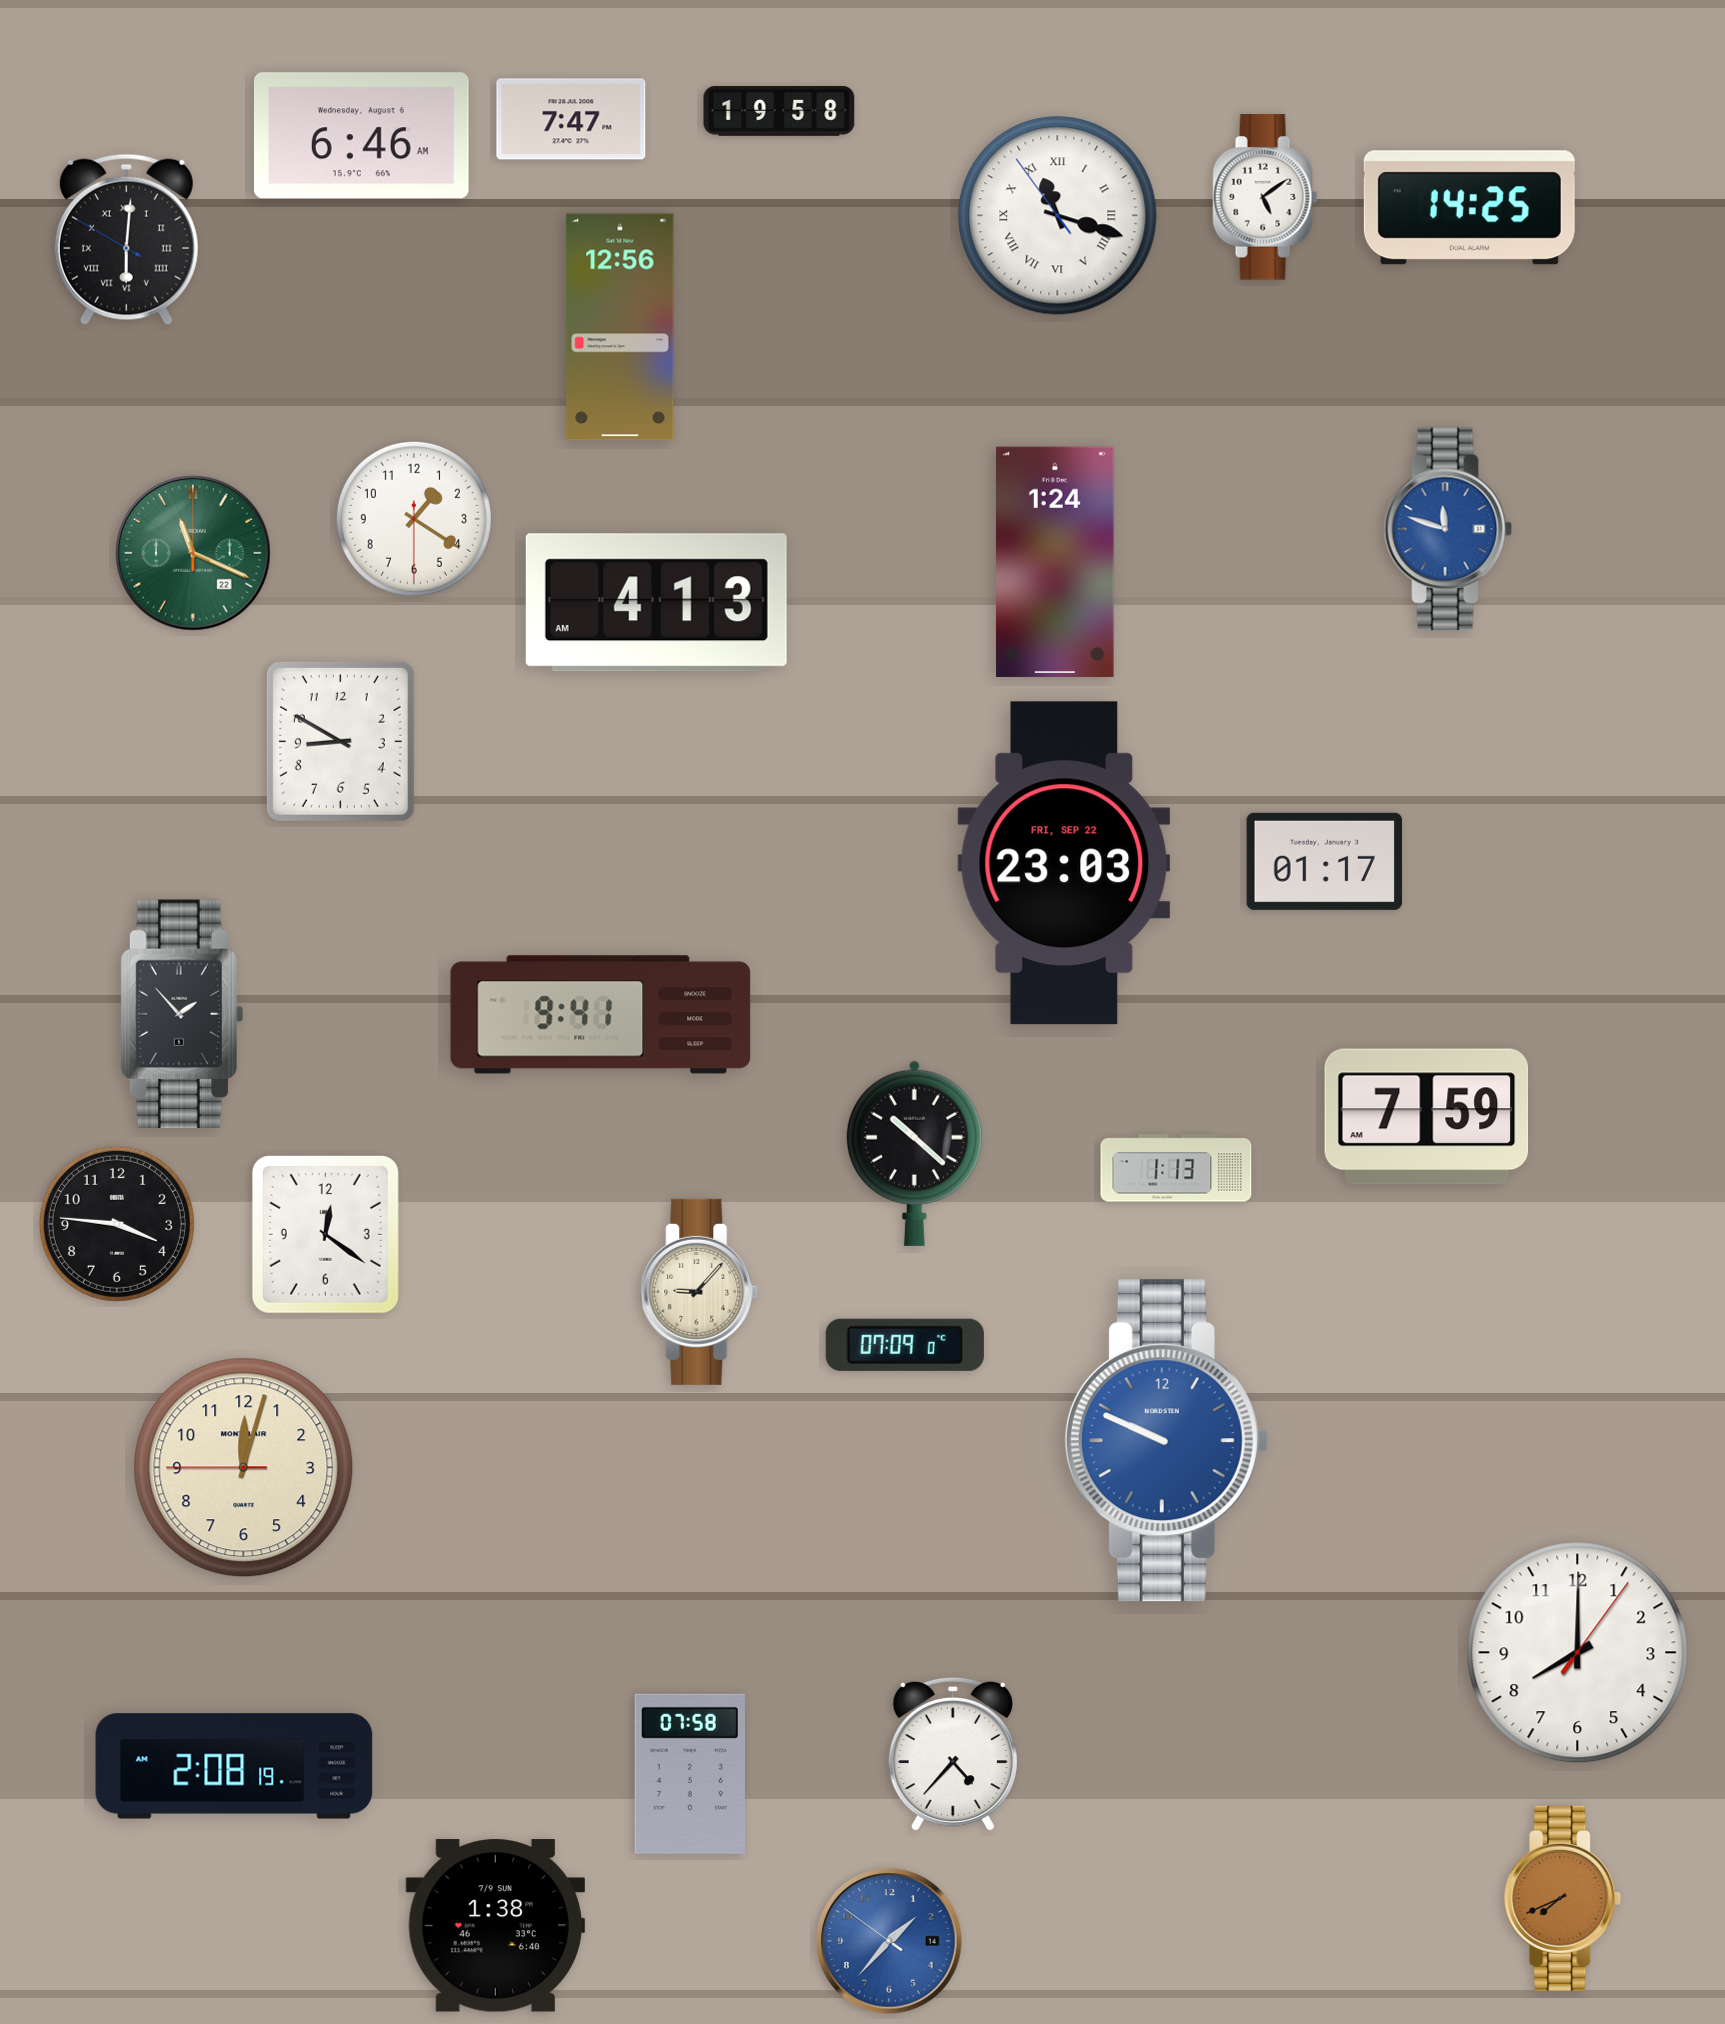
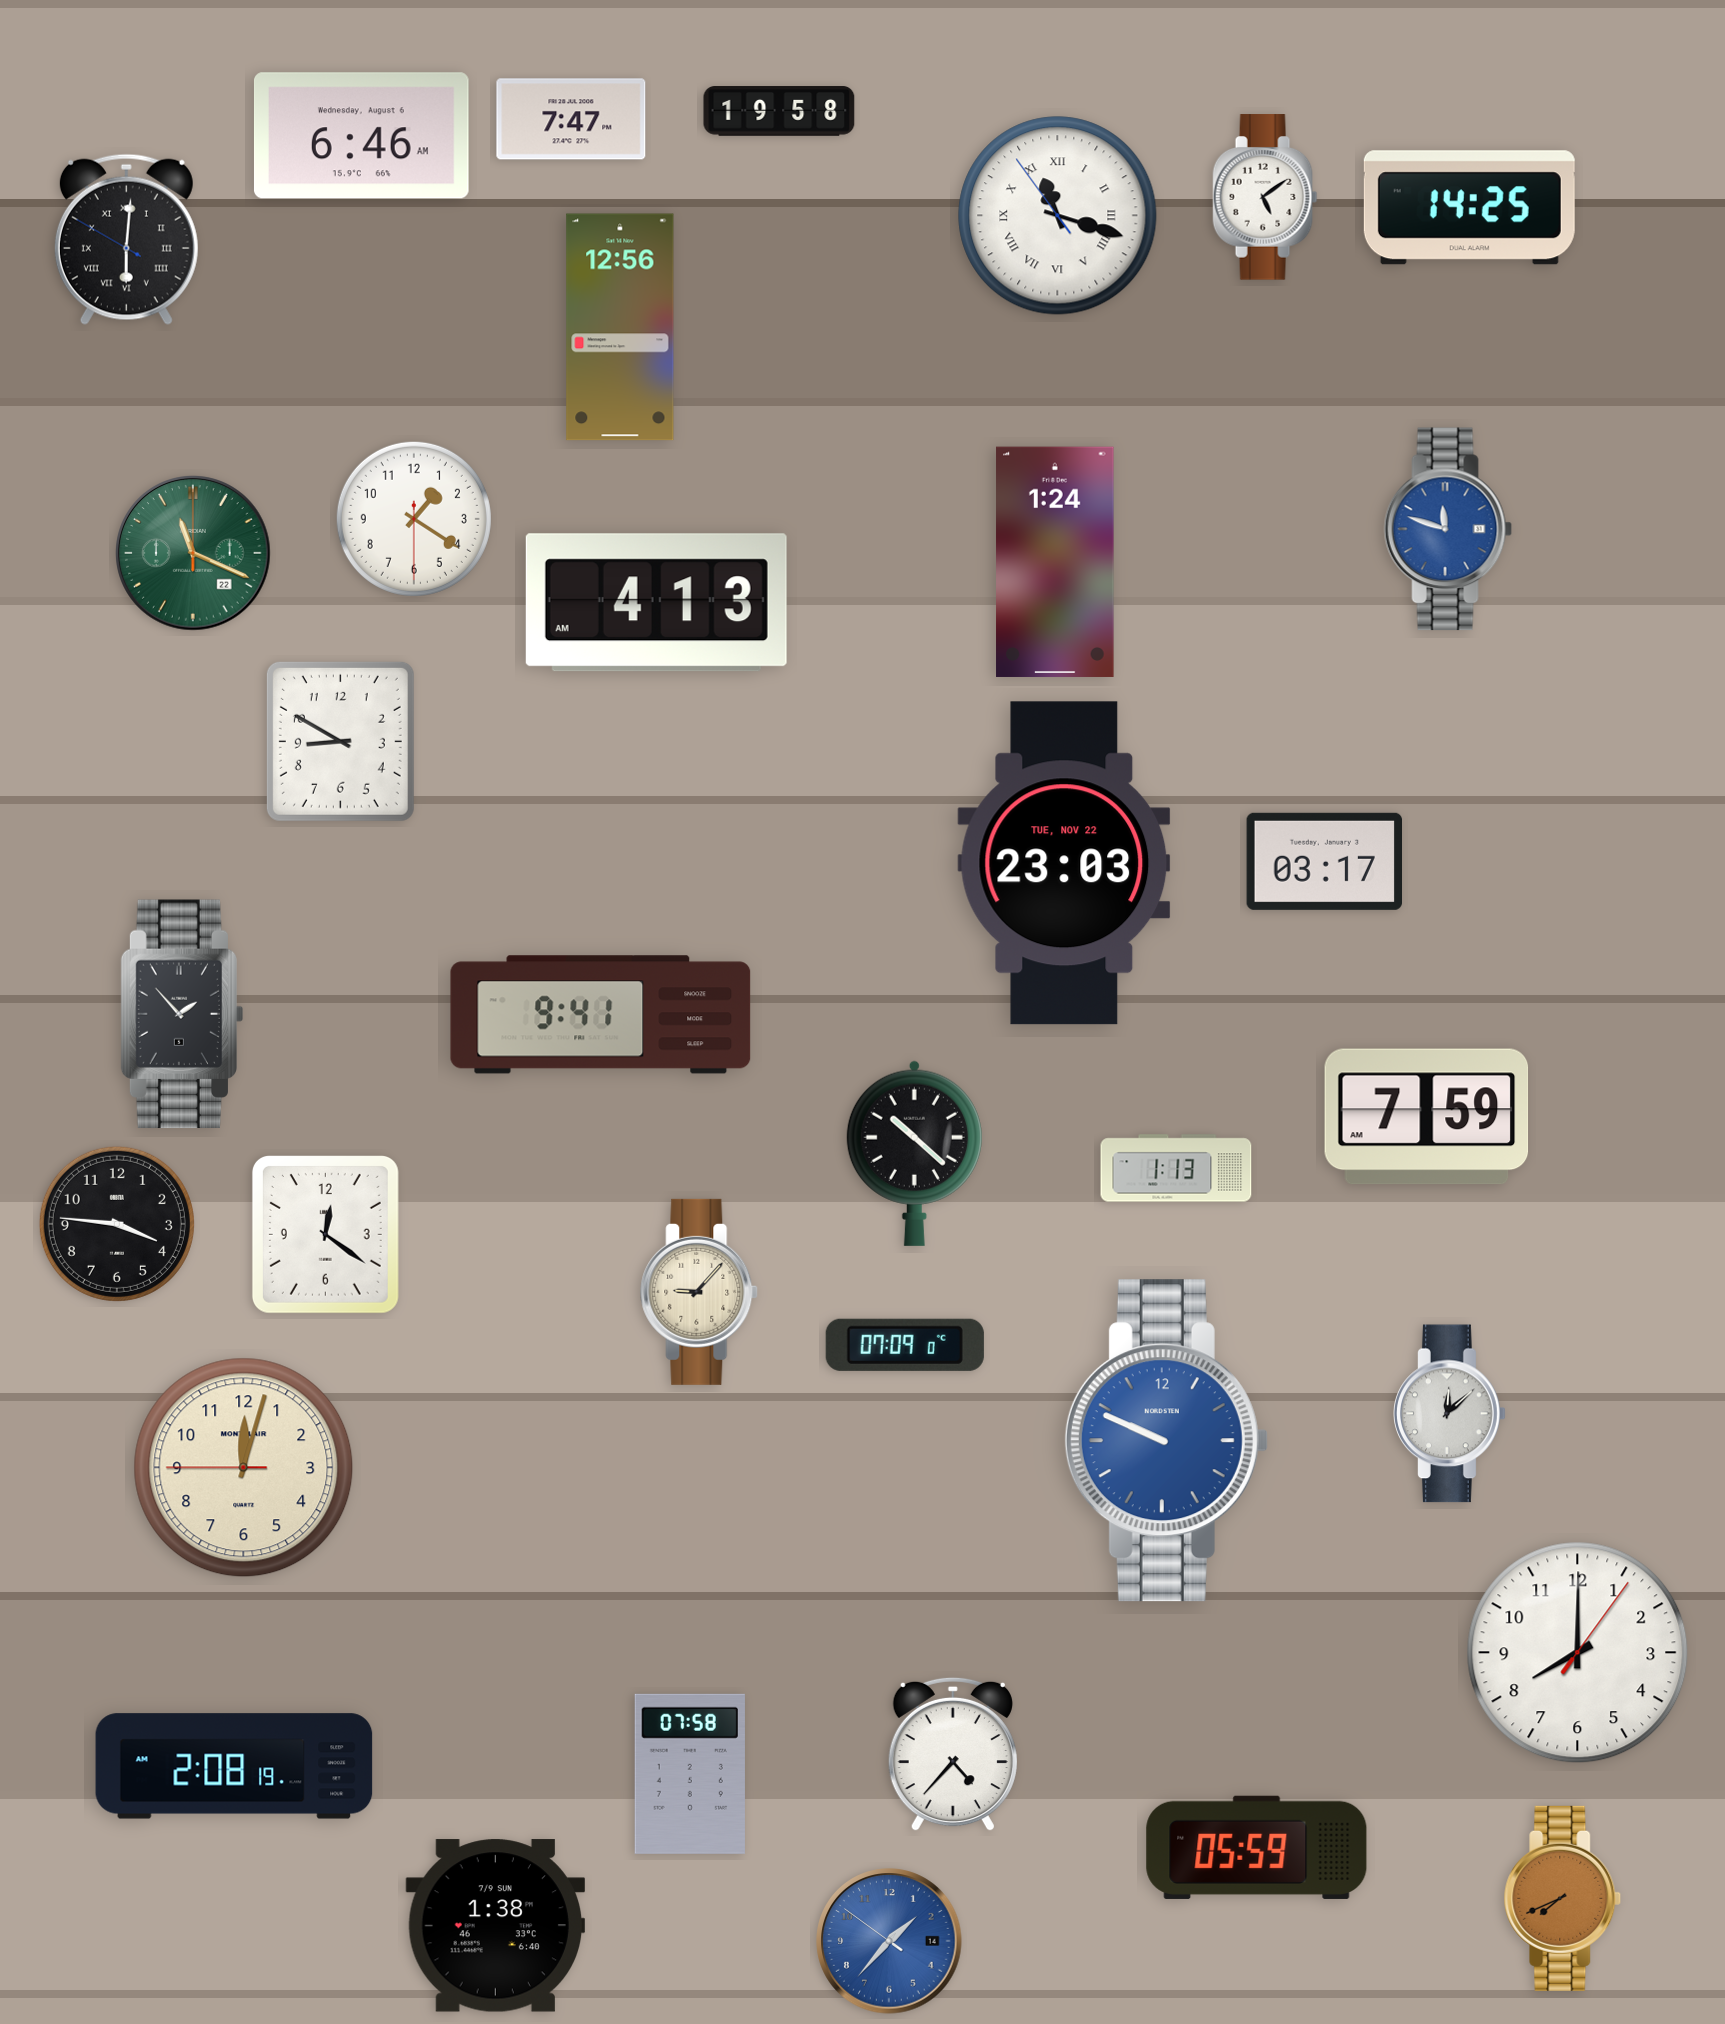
clock at (1325, 861): 01:17 -> 03:17
clock at (1064, 863) date: FRI, SEP 22 -> TUE, NOV 22
clock at (1450, 1414): none -> 12:08
clock at (1257, 1847): none -> 05:59
